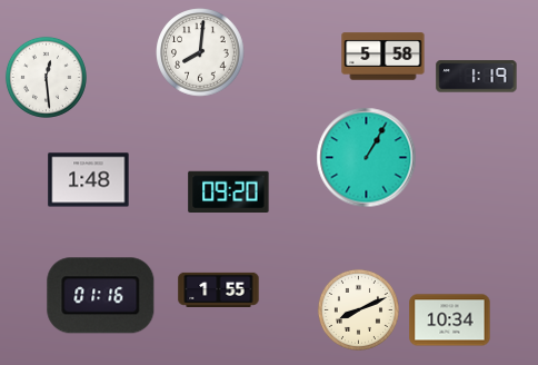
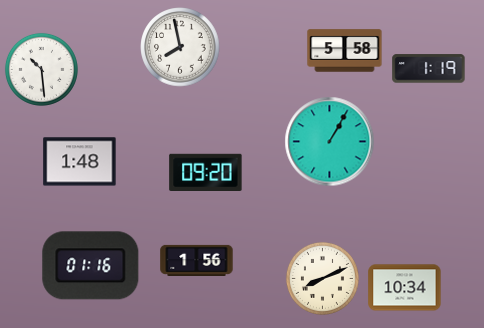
clock at (200, 52): 8:01 -> 7:58
clock at (46, 77): 12:29 -> 10:29
clock at (219, 289): 1:55 -> 1:56
